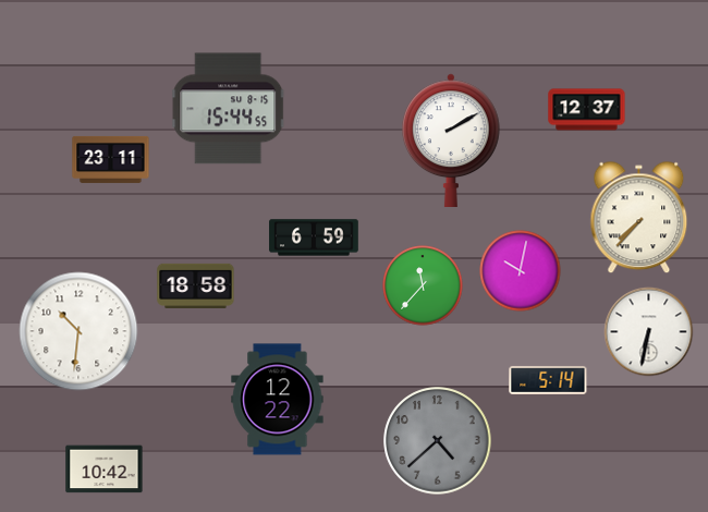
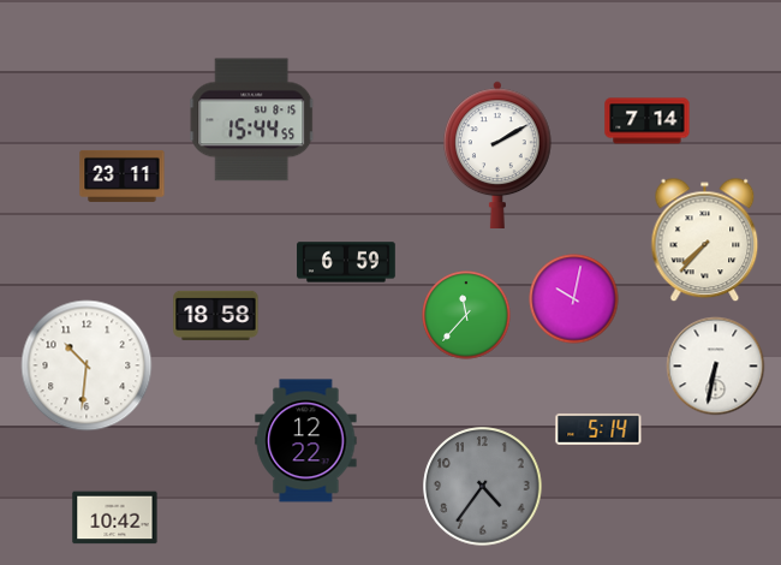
clock at (587, 110): 12:37 -> 7:14
clock at (548, 380) position: (548, 380) -> (598, 429)
clock at (438, 441): 4:38 -> 4:36
